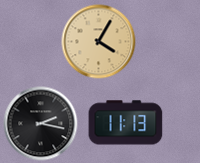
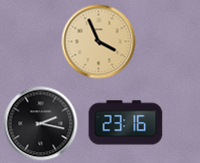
clock at (99, 42): 4:05 -> 3:56
clock at (126, 123): 11:13 -> 23:16
